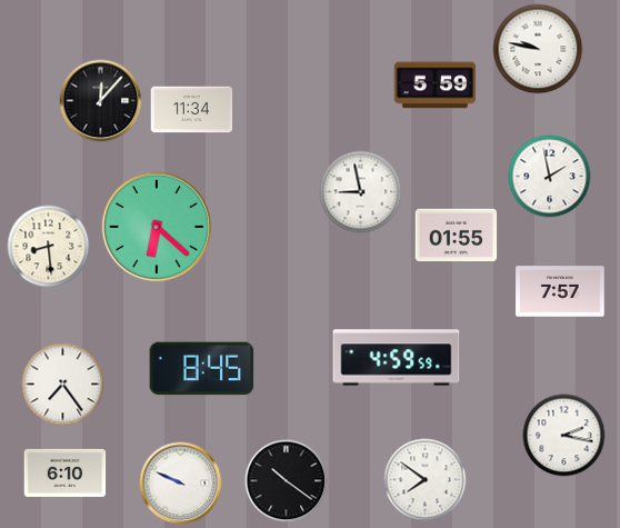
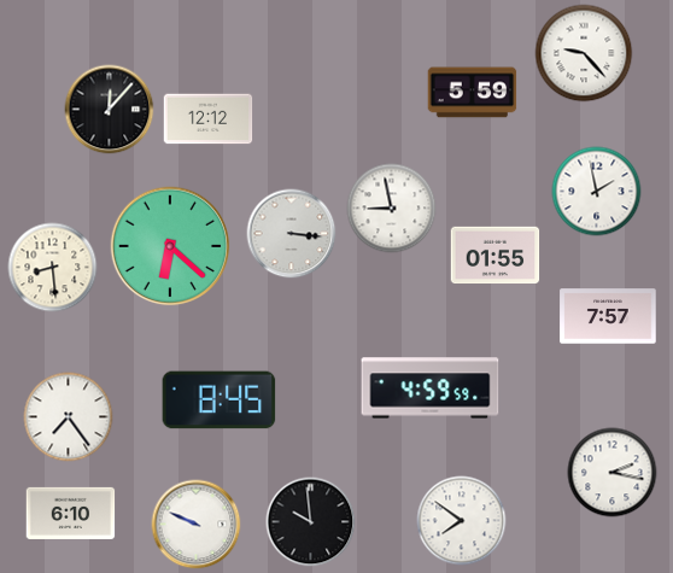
clock at (538, 49): 9:47 -> 9:23
clock at (192, 110): 11:34 -> 12:12
clock at (292, 234): none -> 3:16
clock at (287, 481): 10:21 -> 9:59
